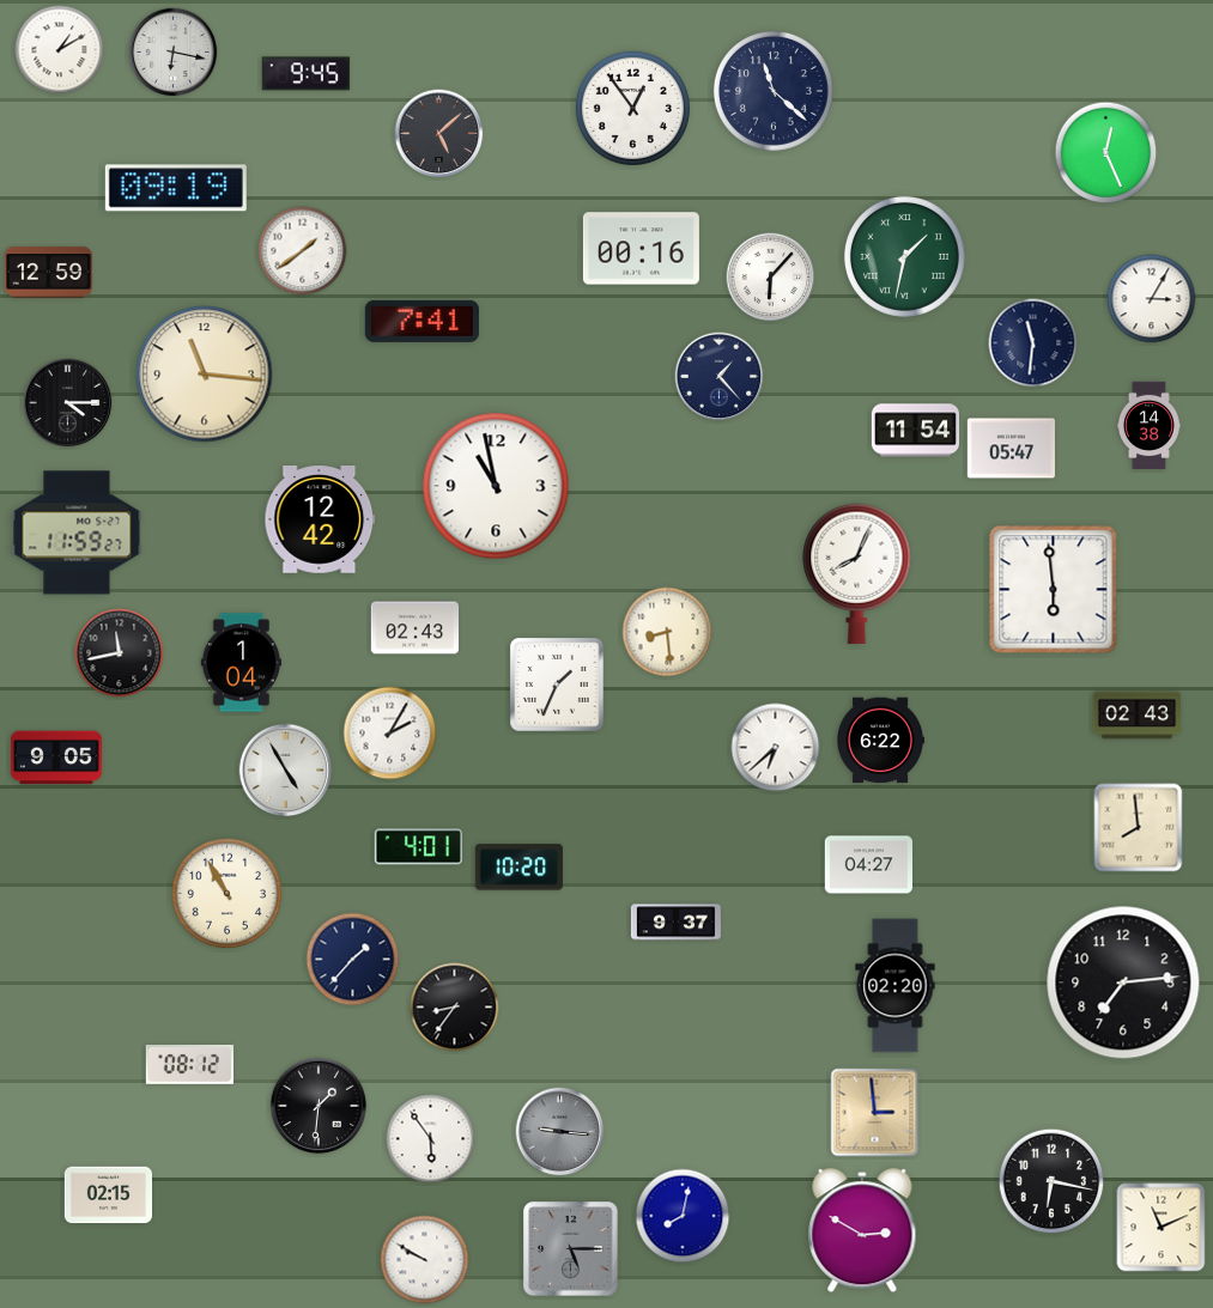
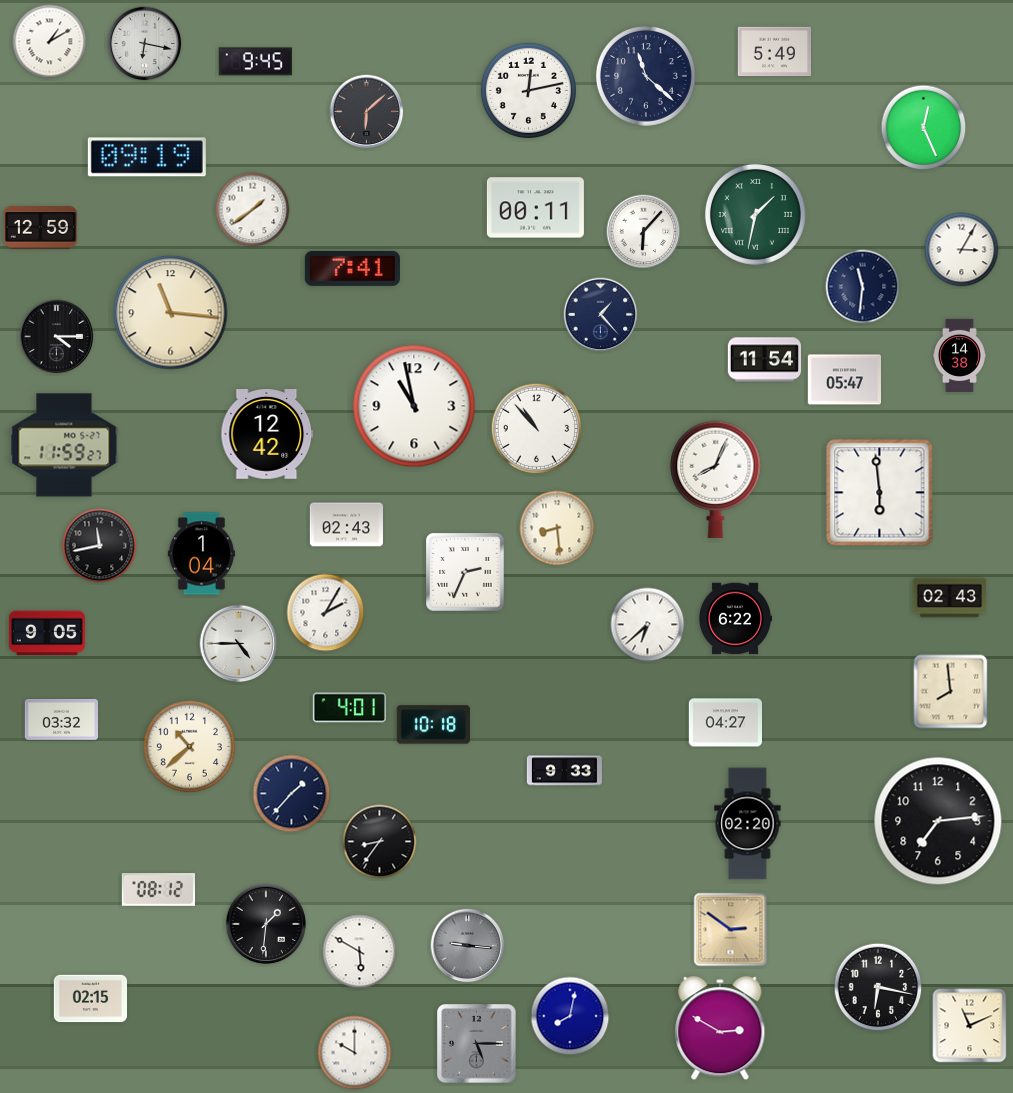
clock at (774, 52): none -> 5:49
clock at (632, 108): 12:54 -> 12:13
clock at (439, 134): 5:08 -> 6:08
clock at (641, 249): 00:16 -> 00:11
clock at (1011, 449) position: (1011, 449) -> (844, 380)
clock at (536, 428): none -> 10:53
clock at (557, 685): 1:34 -> 2:34
clock at (286, 771): 4:55 -> 4:45
clock at (61, 719): none -> 03:32
clock at (518, 868): 10:20 -> 10:18
clock at (226, 893): 10:55 -> 10:38
clock at (675, 923): 9:37 -> 9:33
clock at (353, 960) position: (353, 960) -> (292, 794)
clock at (875, 1113): 2:59 -> 2:51
clock at (431, 1139): 5:54 -> 5:50
clock at (425, 1260): 9:50 -> 10:00
